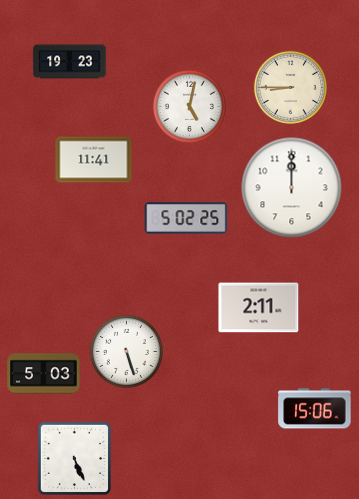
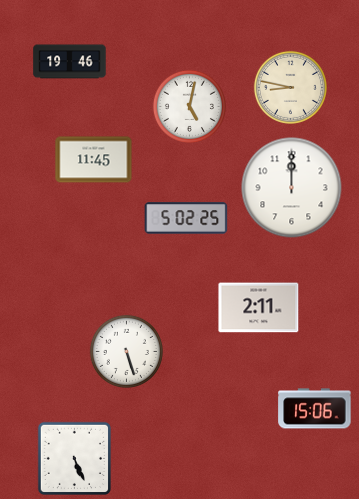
clock at (70, 62): 19:23 -> 19:46
clock at (290, 87): 8:45 -> 8:47
clock at (94, 160): 11:41 -> 11:45
clock at (44, 374): 5:03 -> none
